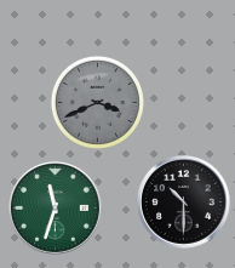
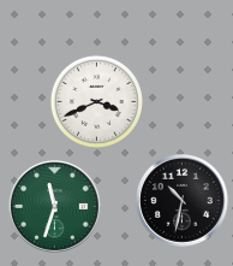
clock at (97, 102) dial: grey -> white
clock at (184, 203): 10:30 -> 10:32
